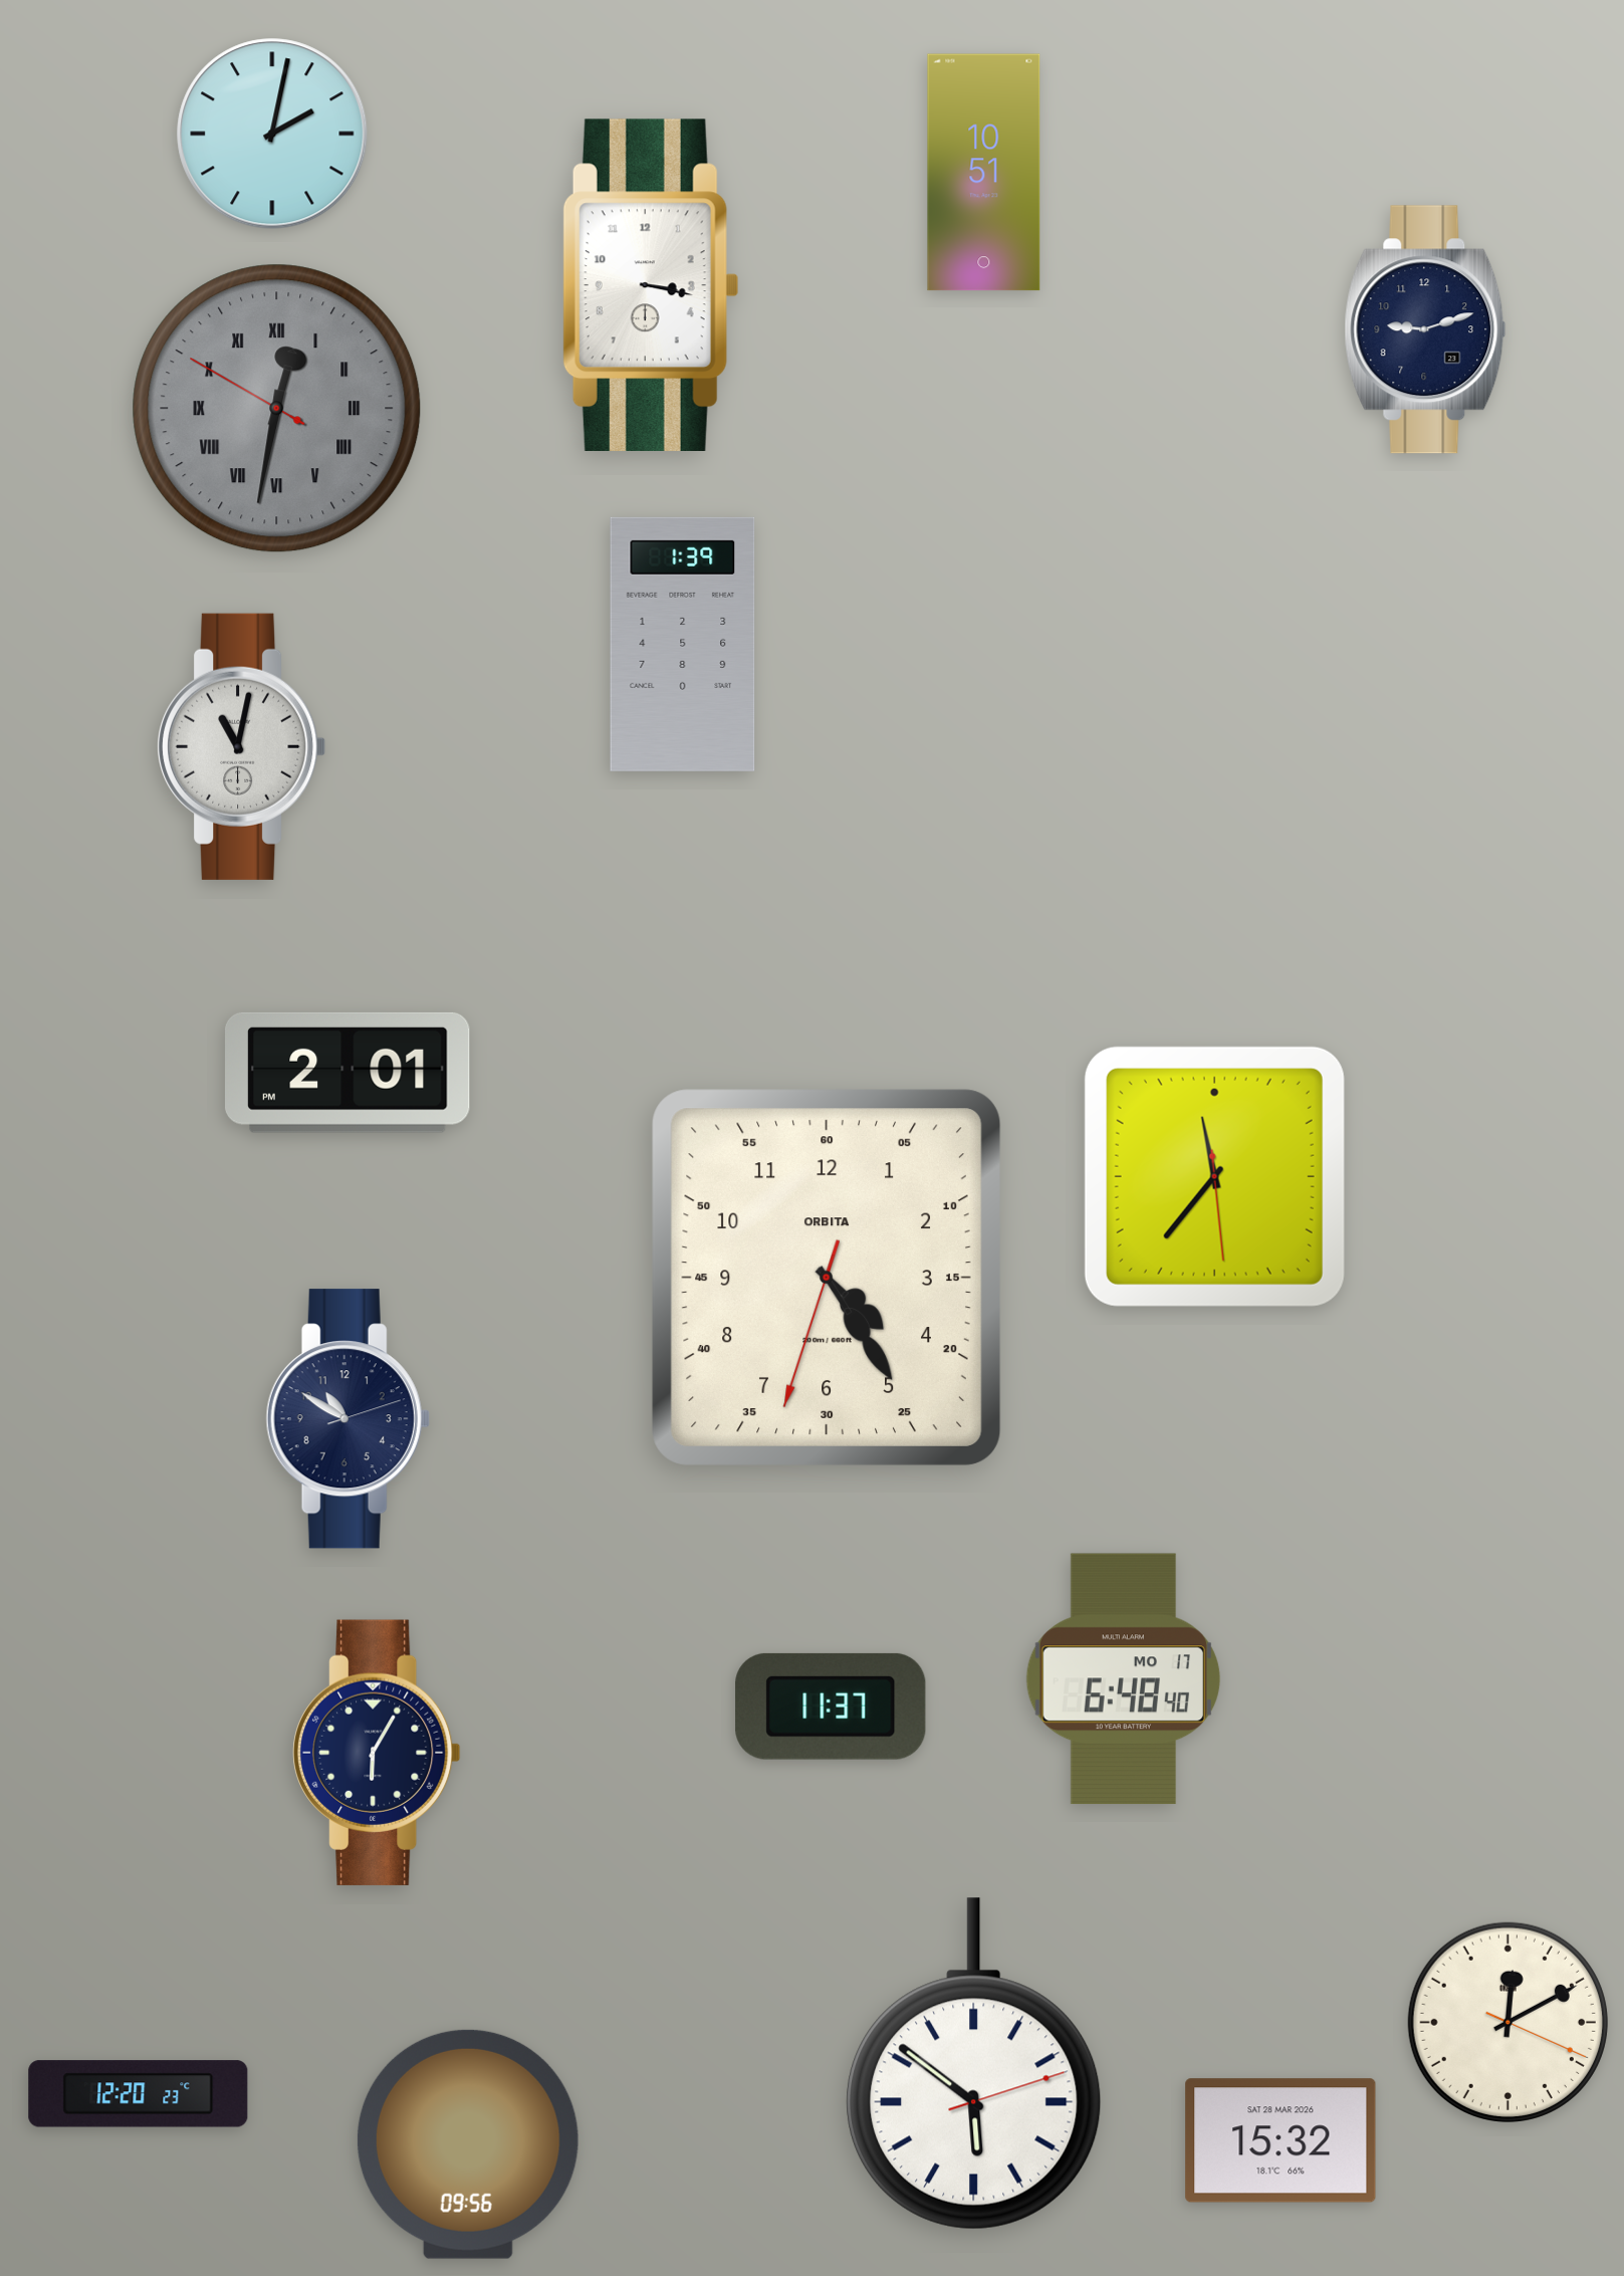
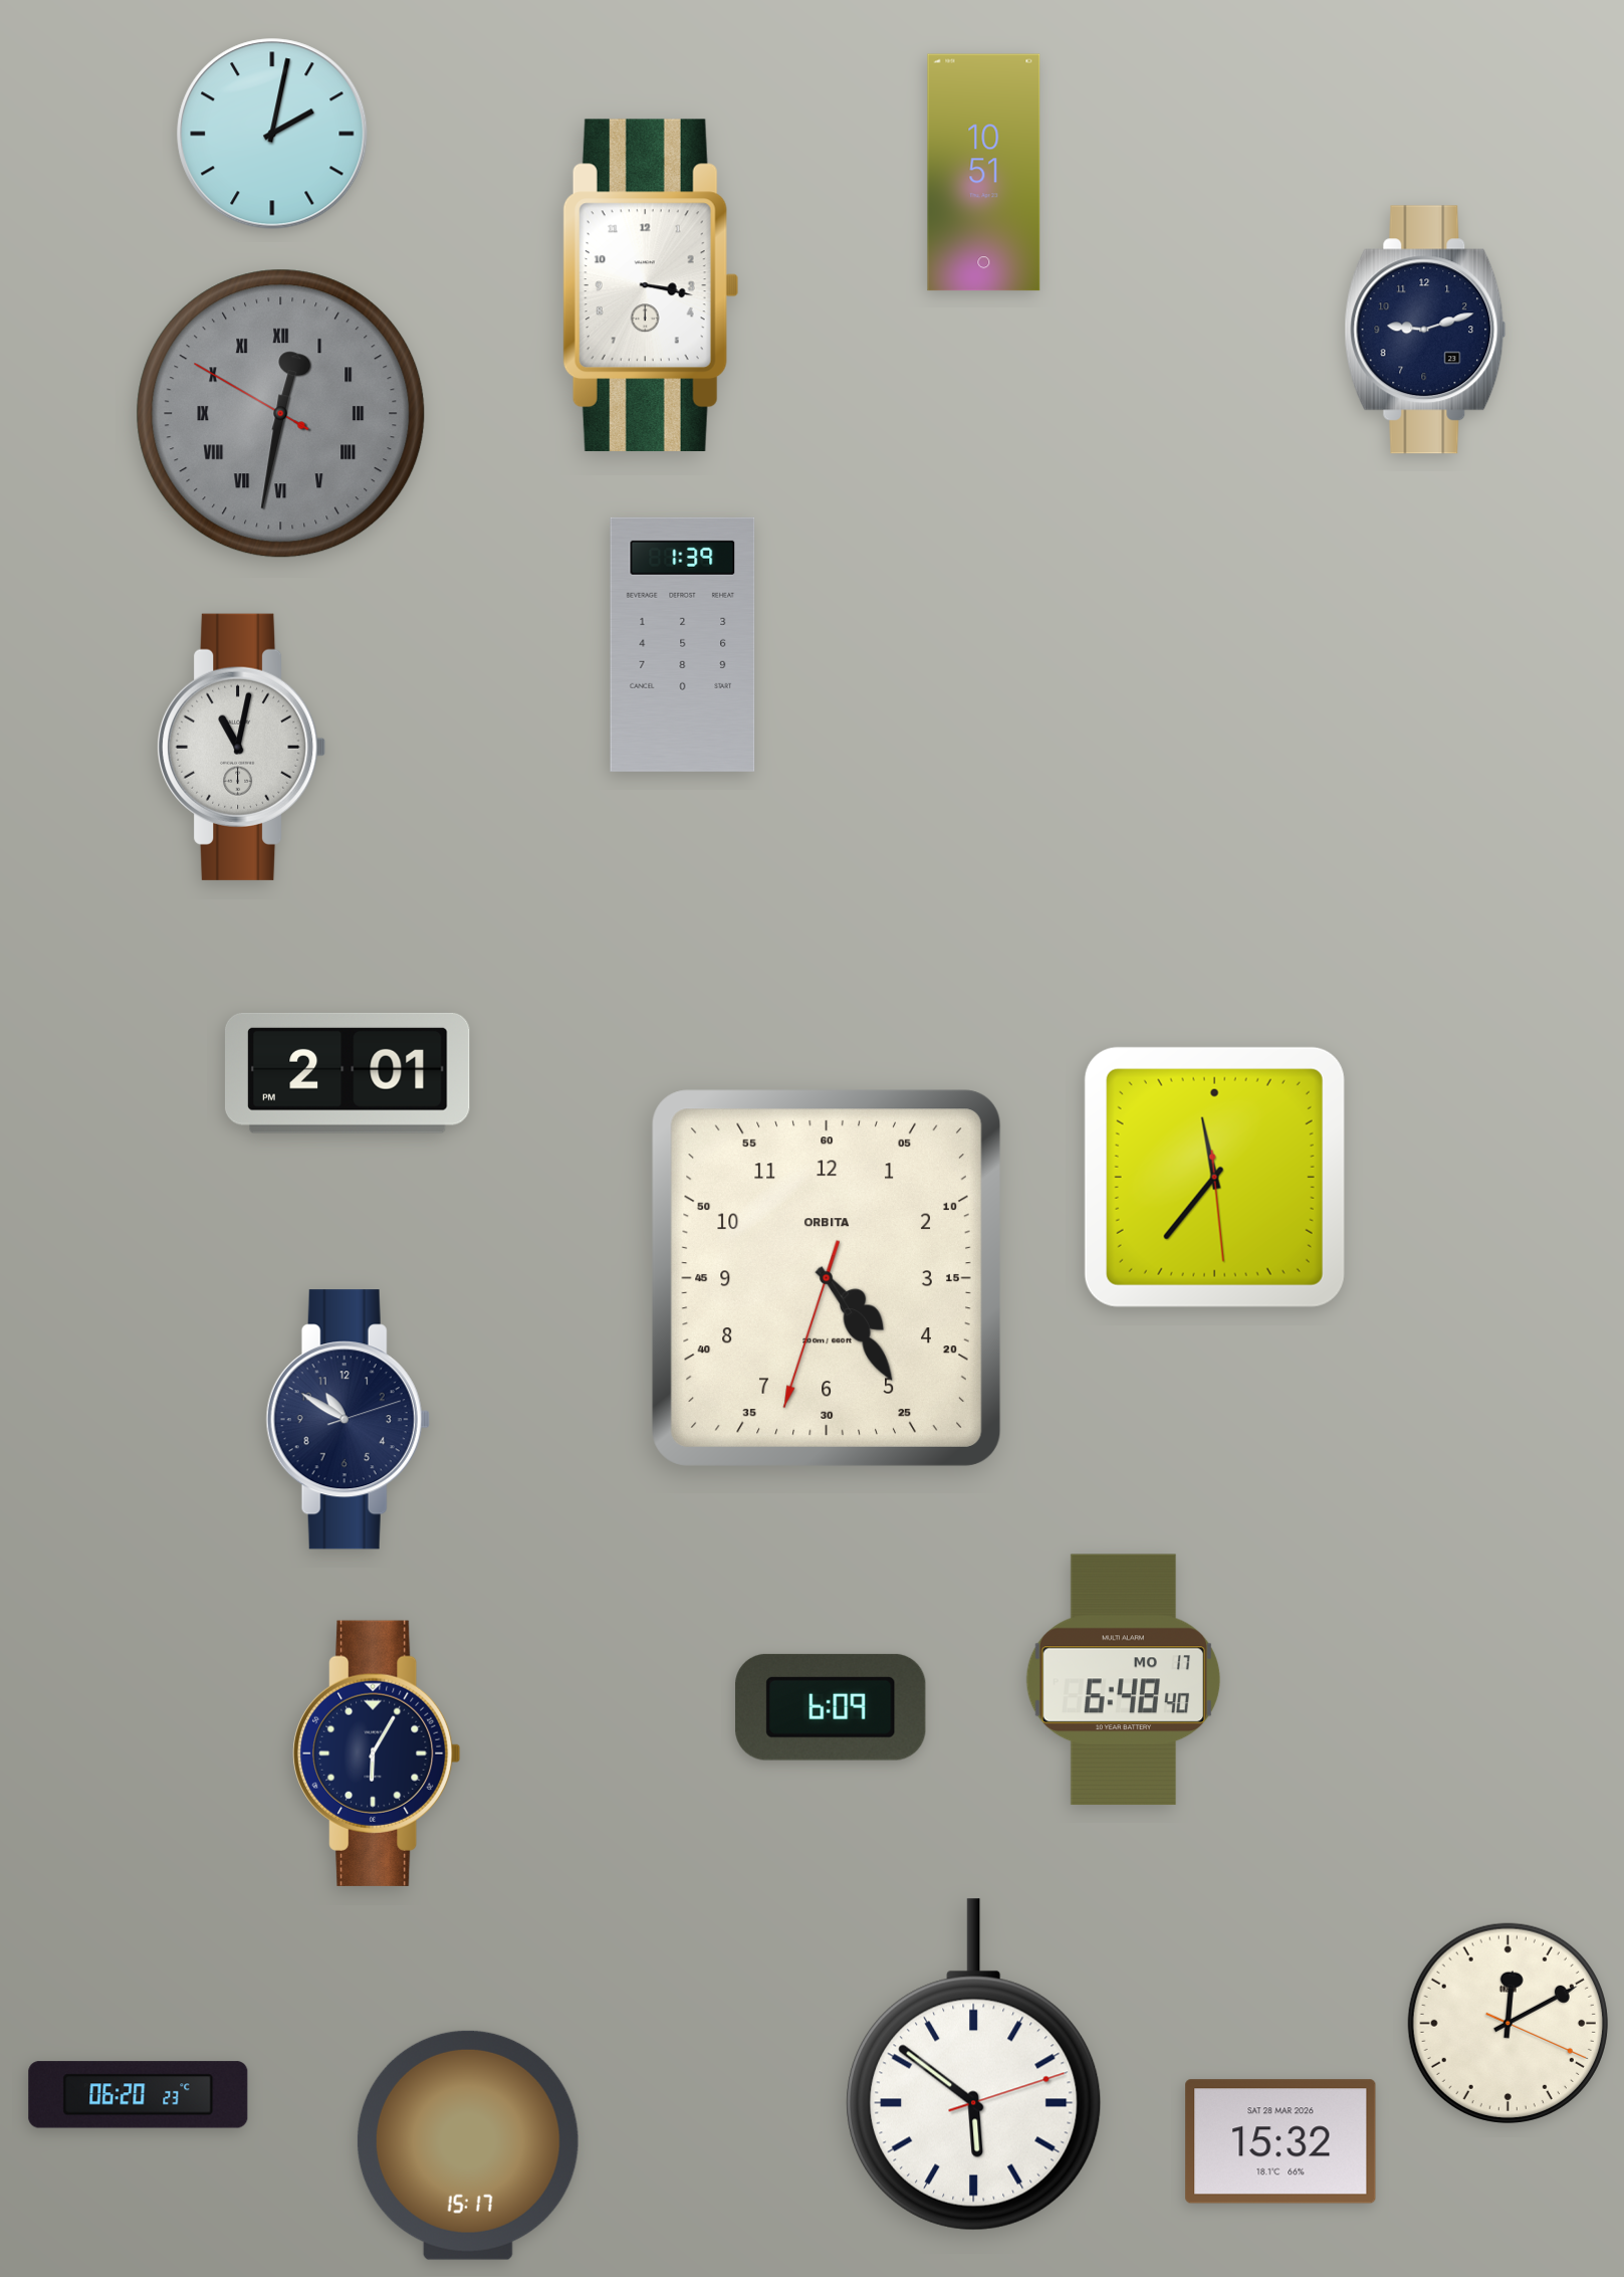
clock at (277, 409) position: (277, 409) -> (281, 414)
clock at (831, 1706): 11:37 -> 6:09
clock at (139, 2094): 12:20 -> 06:20
clock at (468, 2144): 09:56 -> 15:17
